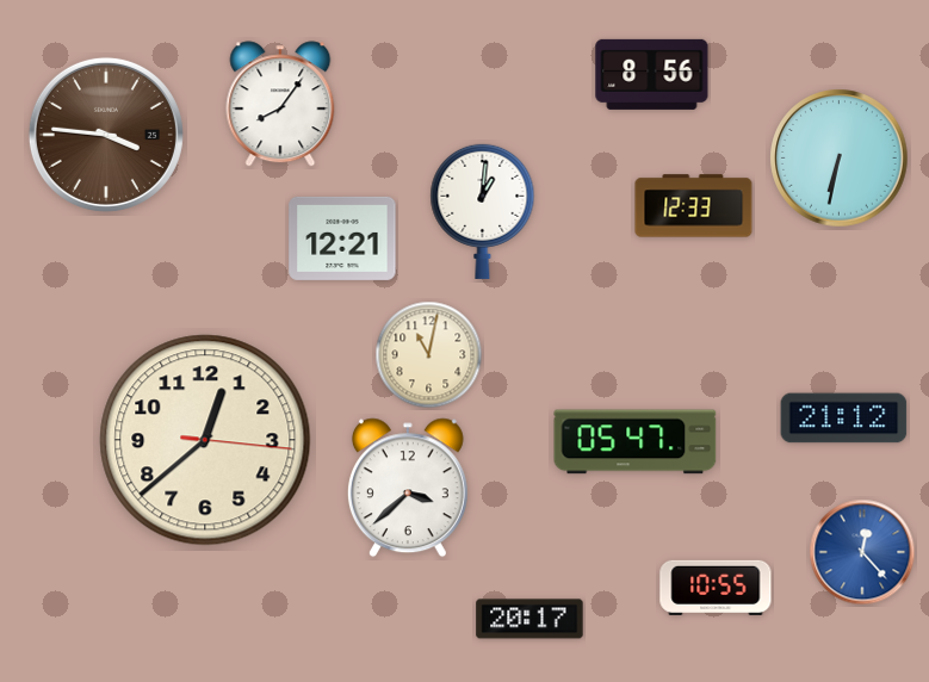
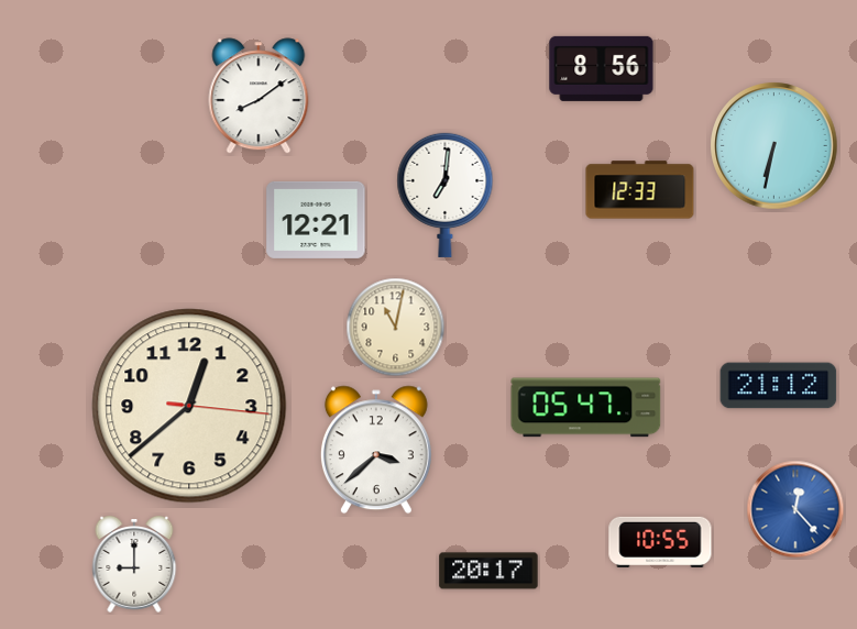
clock at (280, 104): 8:06 -> 8:09
clock at (106, 135): 3:46 -> none
clock at (483, 211): 1:01 -> 7:01
clock at (134, 565): none -> 9:00
